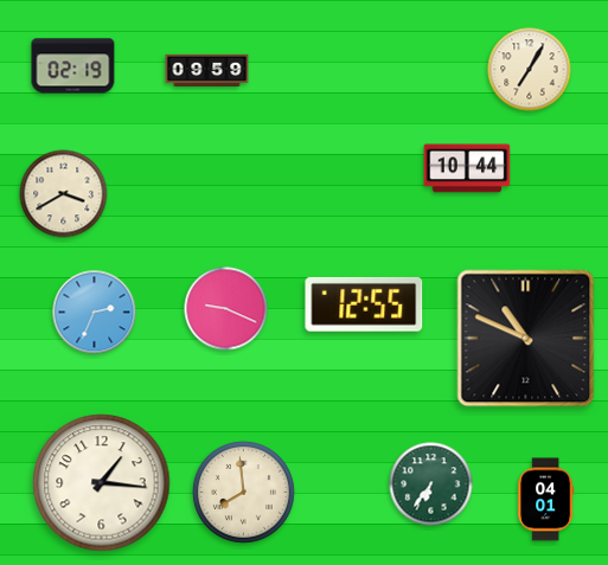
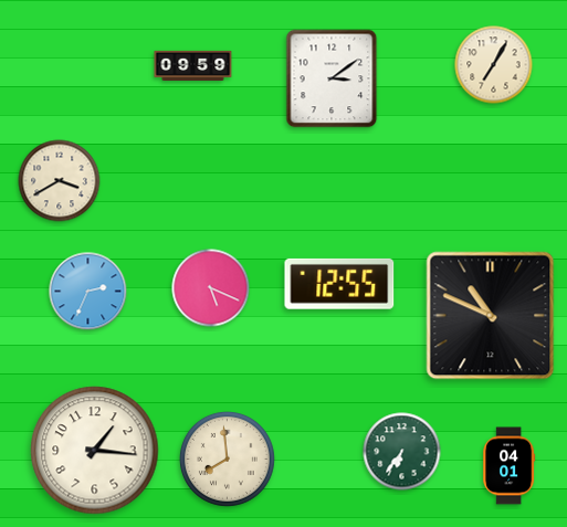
clock at (73, 66): 02:19 -> none
clock at (332, 78): none -> 3:09
clock at (467, 168): 10:44 -> none
clock at (226, 309): 9:19 -> 5:19
